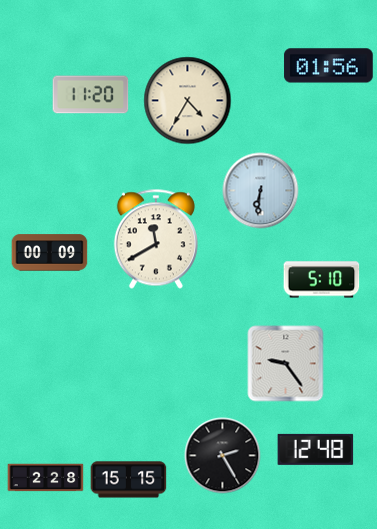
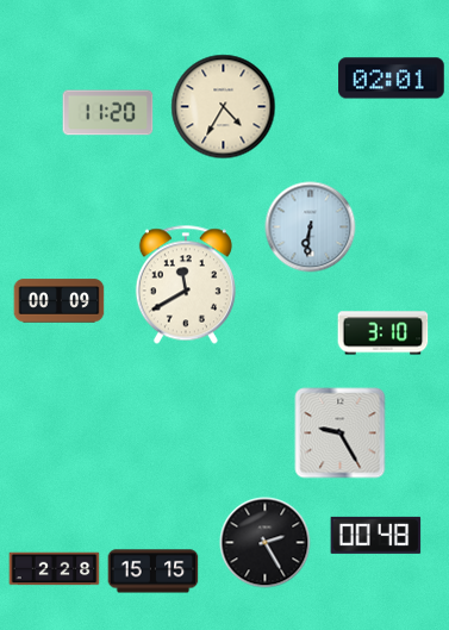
clock at (329, 66): 01:56 -> 02:01
clock at (188, 101) position: (188, 101) -> (224, 107)
clock at (322, 280): 5:10 -> 3:10
clock at (286, 364): 9:24 -> 9:25
clock at (316, 449): 12:48 -> 00:48
